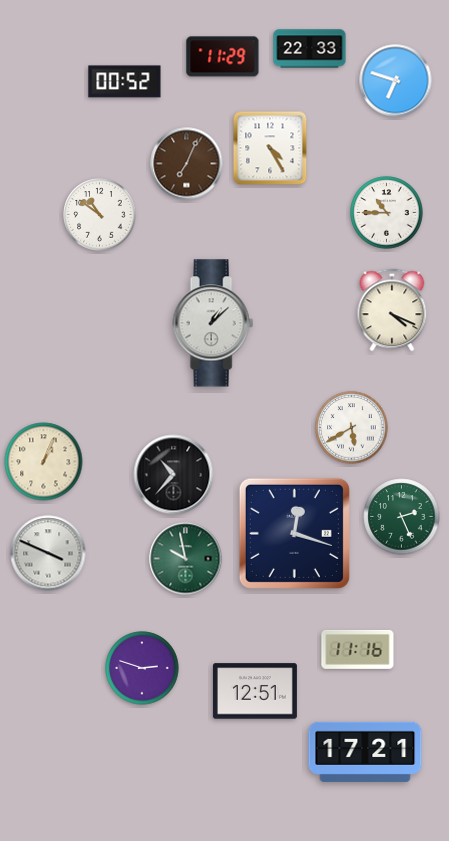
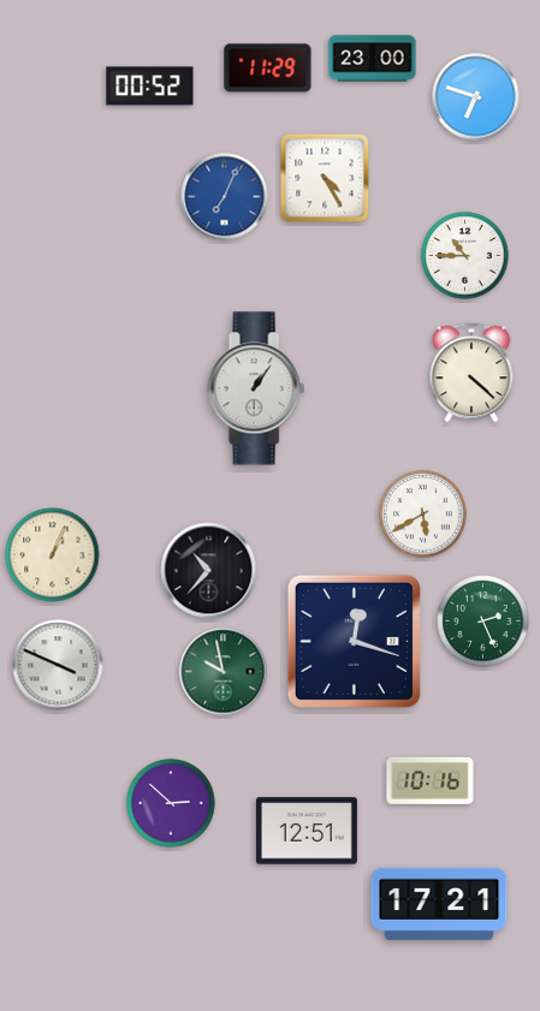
clock at (310, 49): 22:33 -> 23:00
clock at (125, 82) position: (125, 82) -> (150, 87)
clock at (187, 164) dial: brown -> blue
clock at (100, 215): 10:51 -> none
clock at (392, 310): 4:19 -> 4:22
clock at (213, 323): 1:08 -> 1:06
clock at (358, 649): 11:16 -> 10:16
clock at (142, 668): 2:48 -> 2:52
